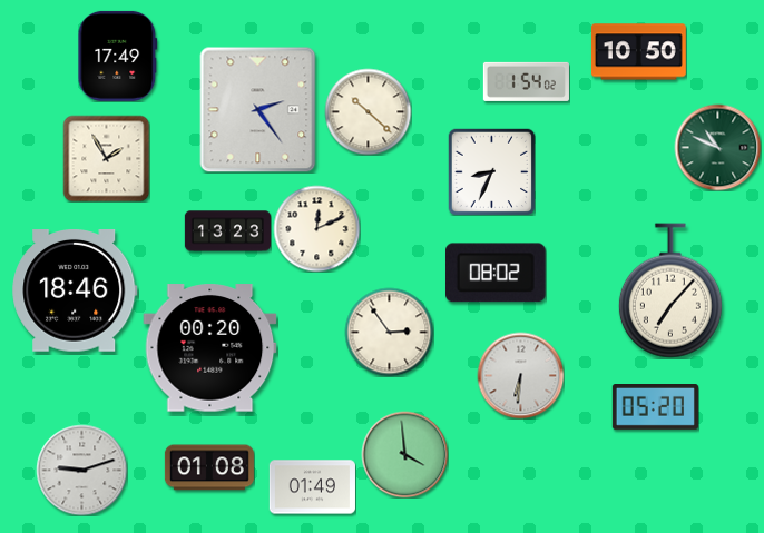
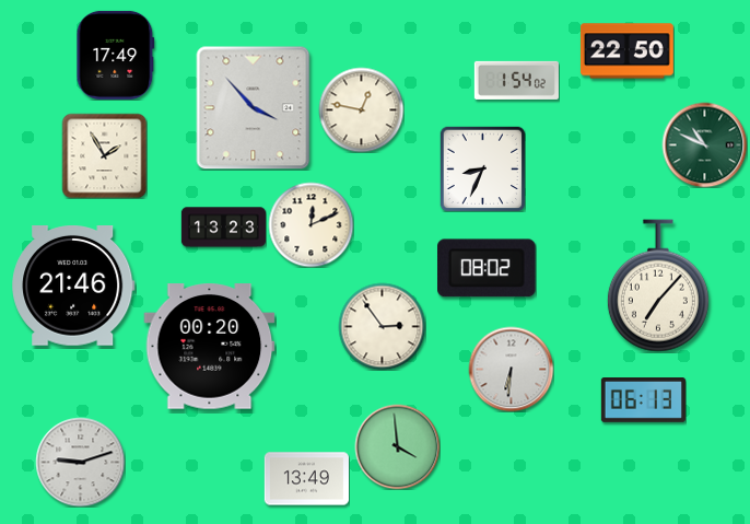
clock at (638, 52): 10:50 -> 22:50
clock at (258, 109): 2:24 -> 3:53
clock at (368, 111): 10:22 -> 12:47
clock at (75, 292): 18:46 -> 21:46
clock at (210, 348) position: (210, 348) -> (210, 347)
clock at (655, 407): 05:20 -> 06:13
clock at (209, 467): 01:08 -> none
clock at (312, 487): 01:49 -> 13:49
